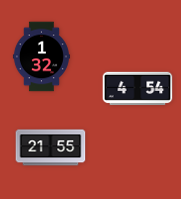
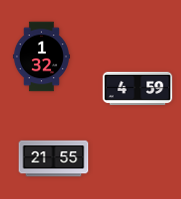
clock at (138, 89): 4:54 -> 4:59
clock at (51, 148) position: (51, 148) -> (54, 159)
